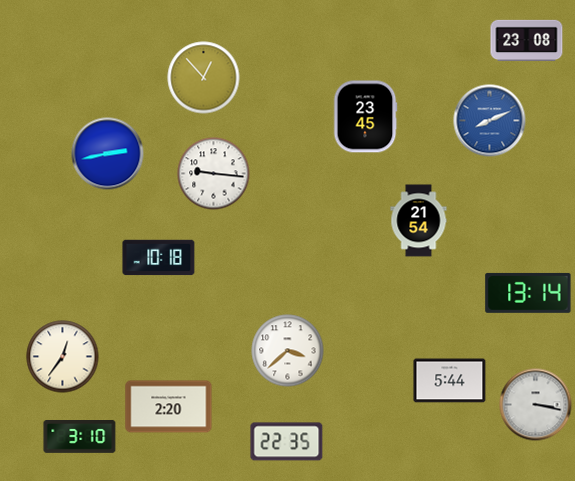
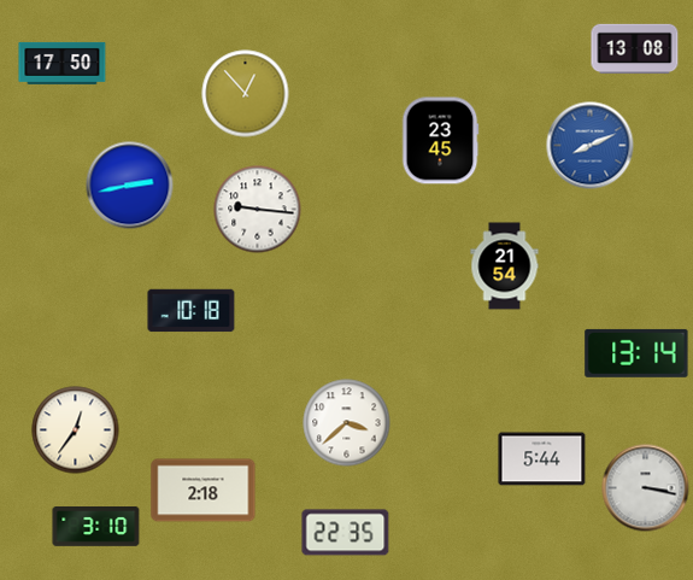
clock at (527, 41): 23:08 -> 13:08
clock at (63, 63): none -> 17:50
clock at (169, 407): 2:20 -> 2:18
